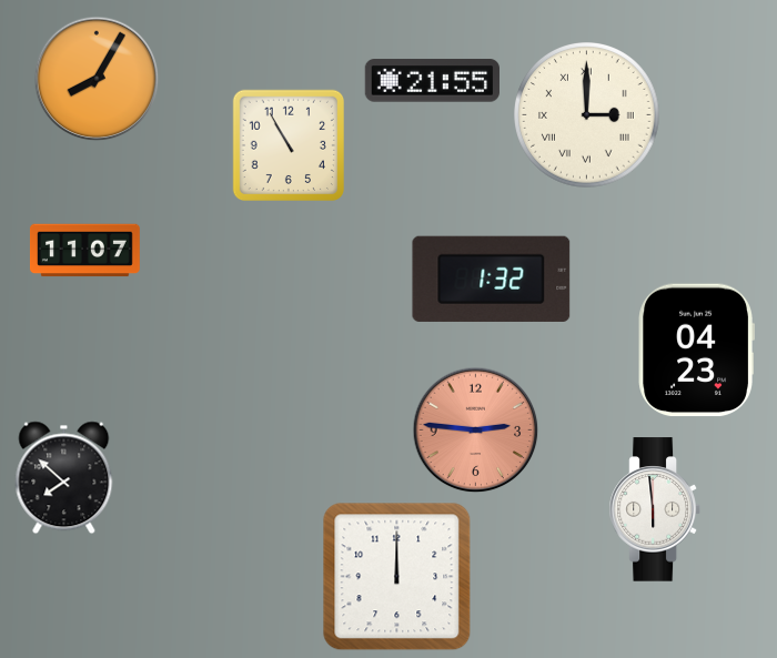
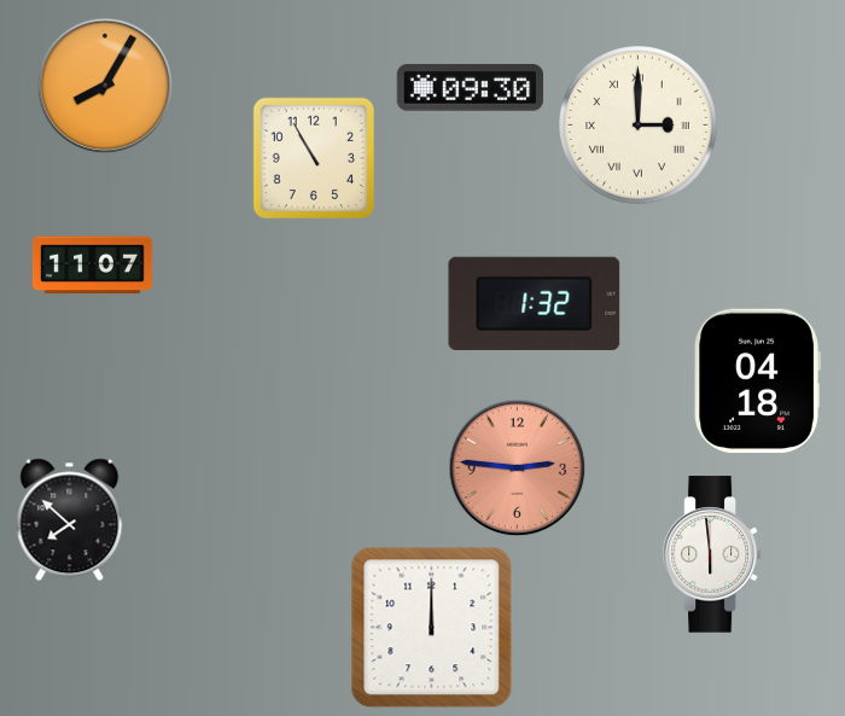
clock at (432, 81): 21:55 -> 09:30
clock at (84, 251) position: (84, 251) -> (92, 266)
clock at (696, 351): 04:23 -> 04:18
